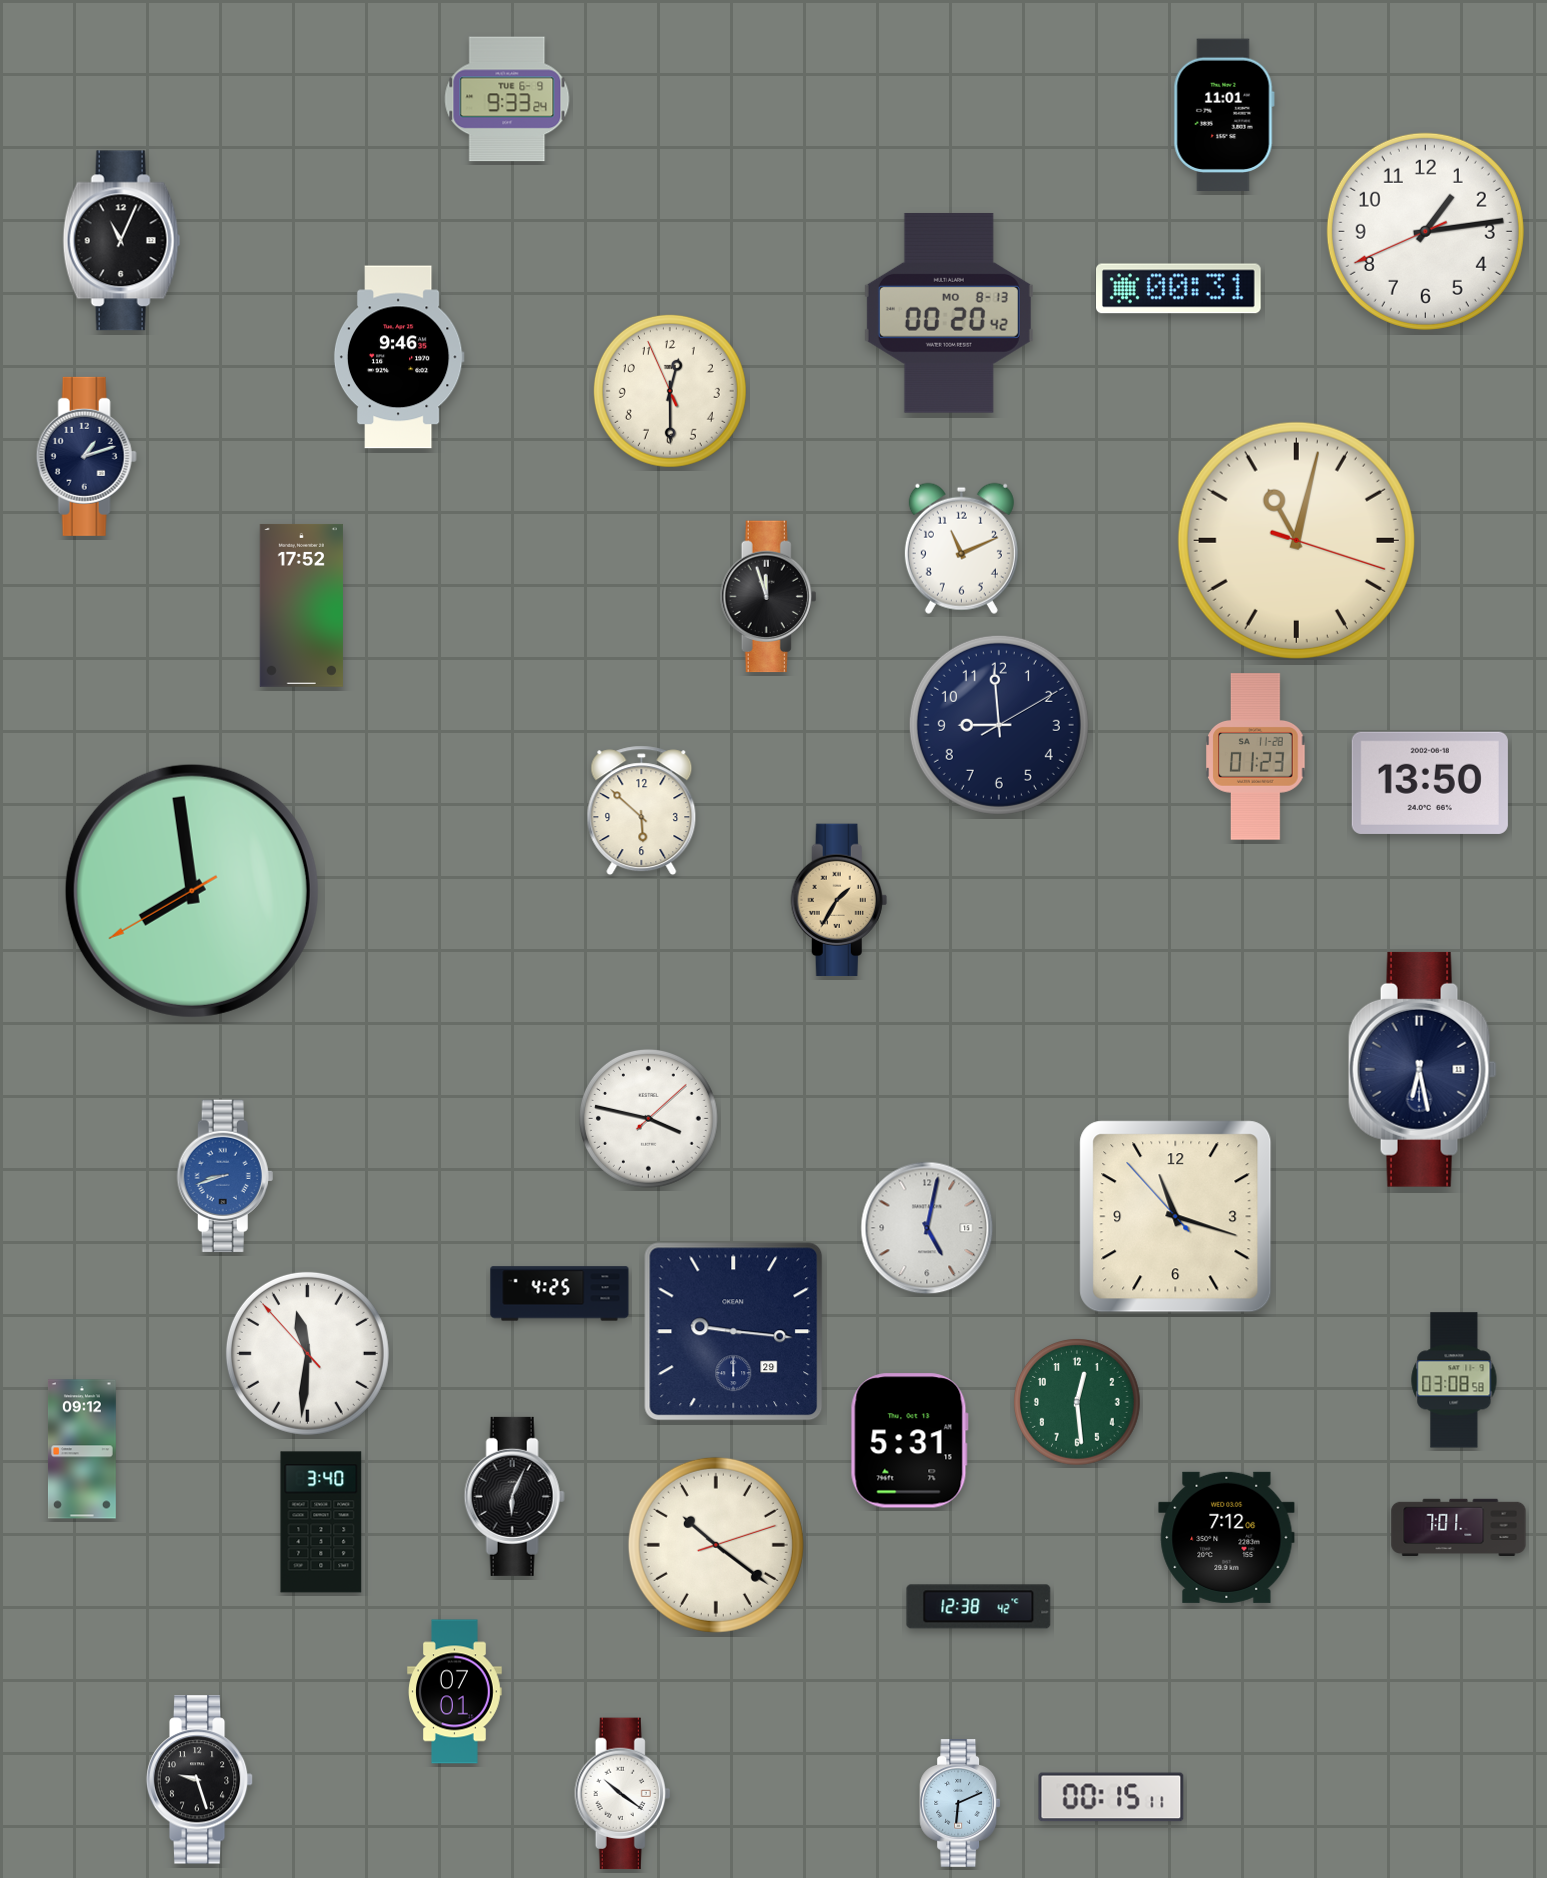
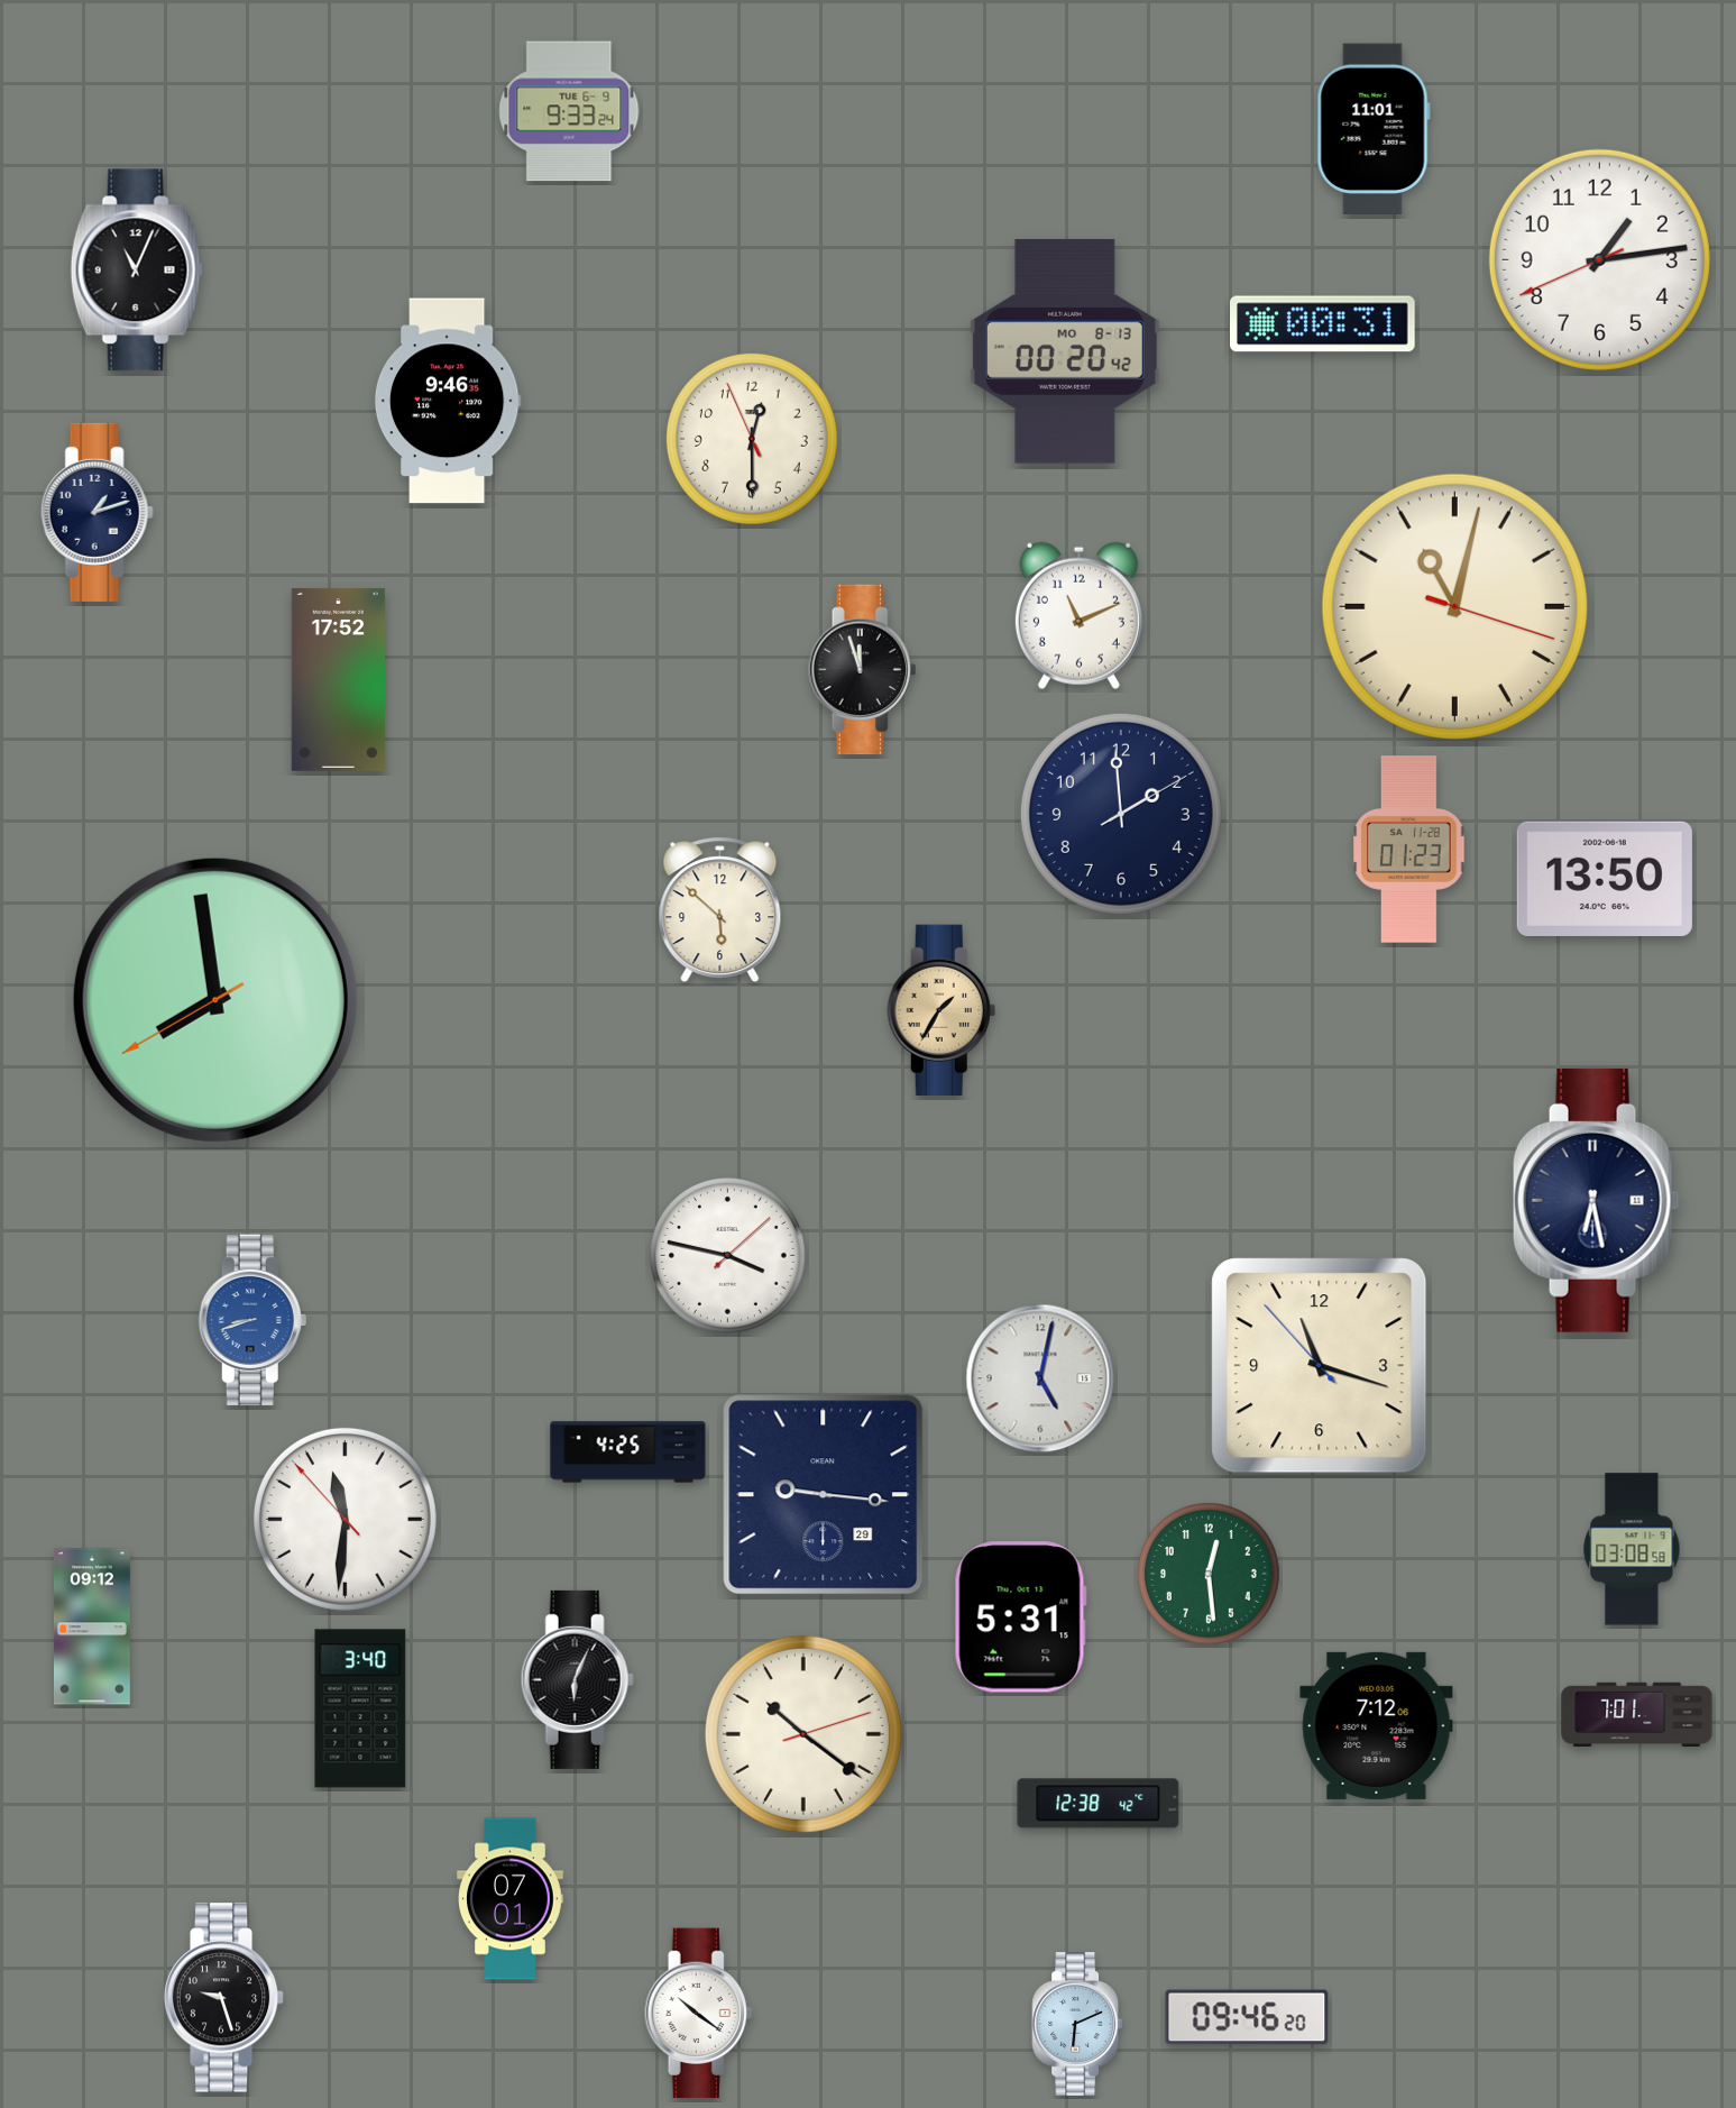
clock at (999, 725): 8:59 -> 1:59
clock at (1111, 1797): 00:15 -> 09:46
